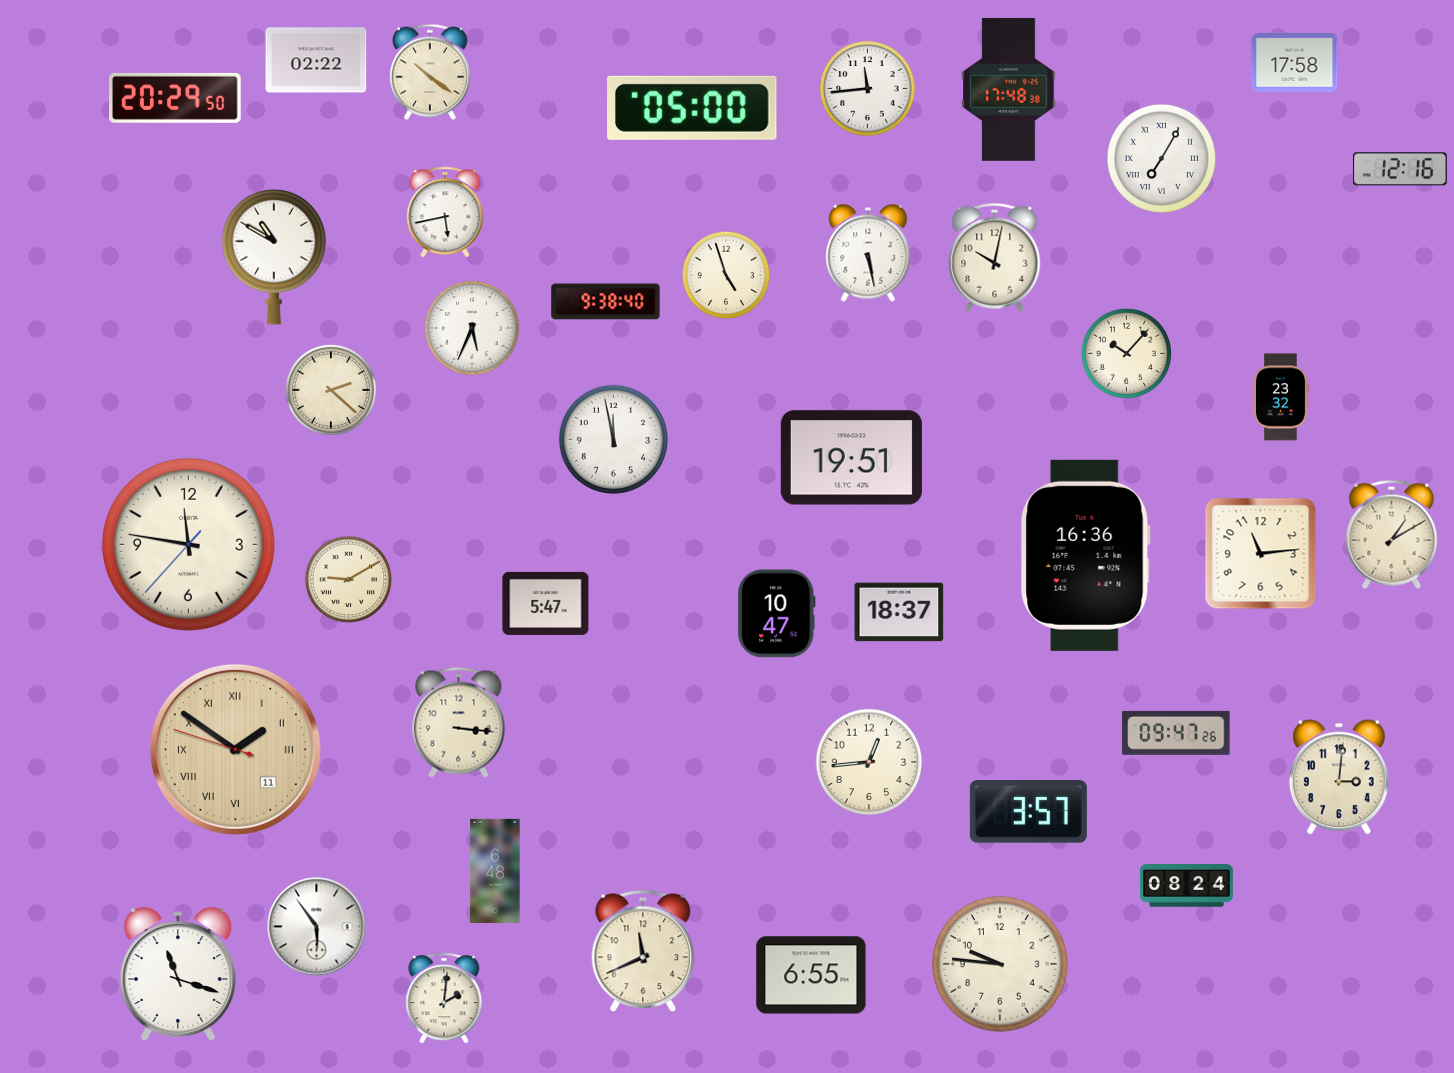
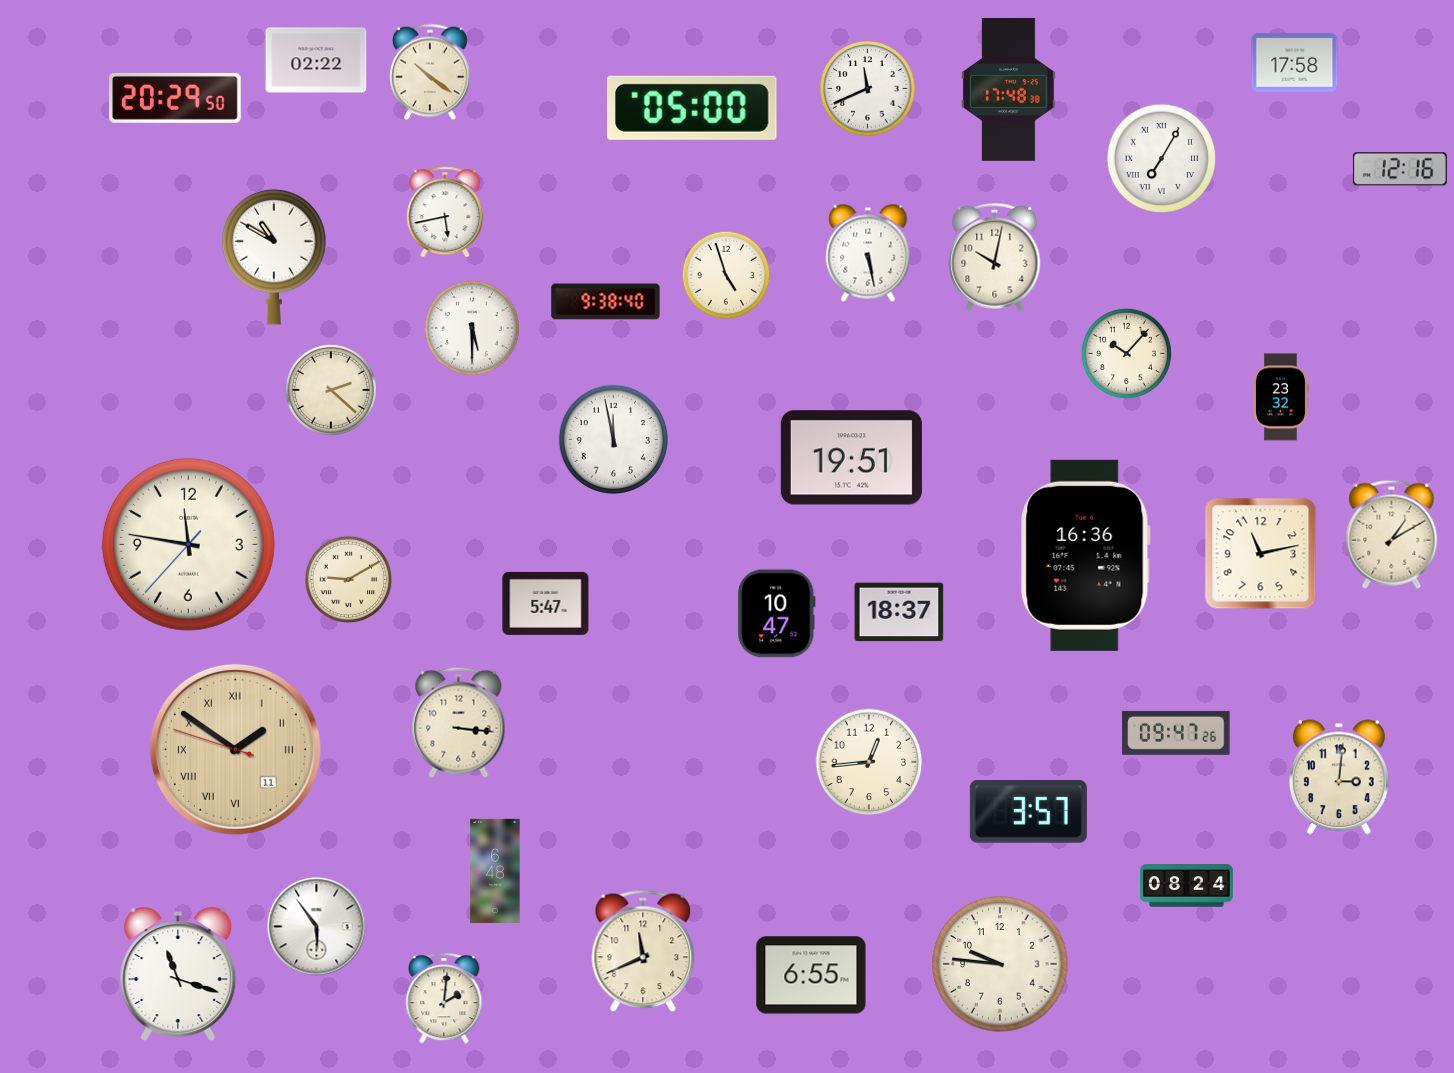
clock at (868, 89): 11:44 -> 11:41
clock at (472, 328): 5:34 -> 5:30
clock at (1261, 554): 11:14 -> 11:13
